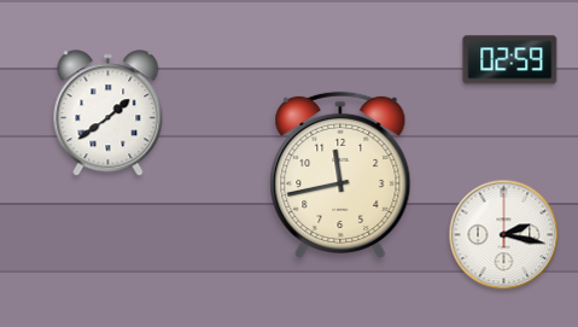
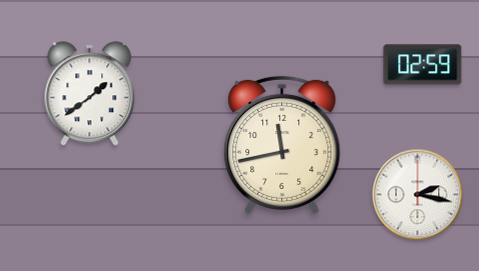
clock at (510, 60) position: (510, 60) -> (423, 65)
